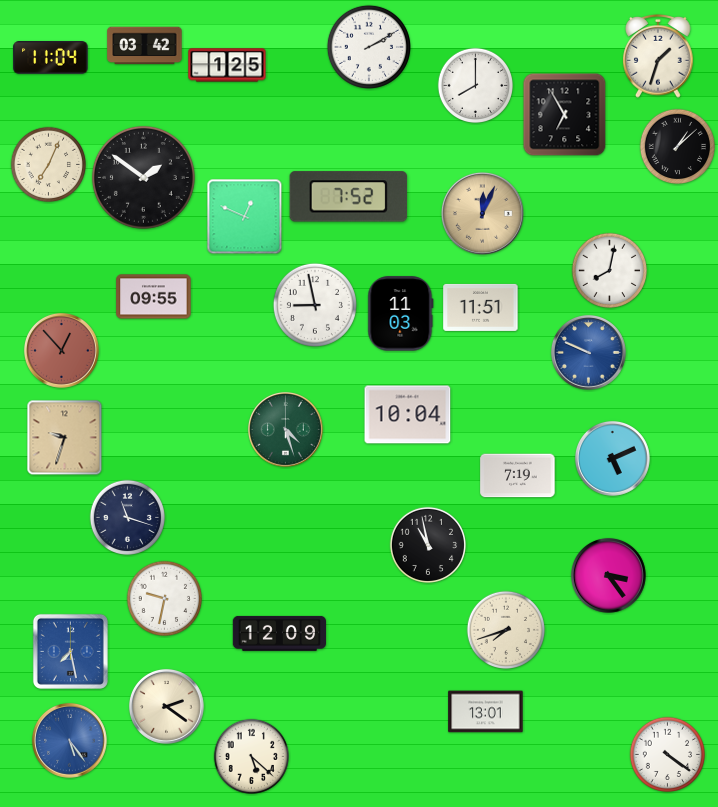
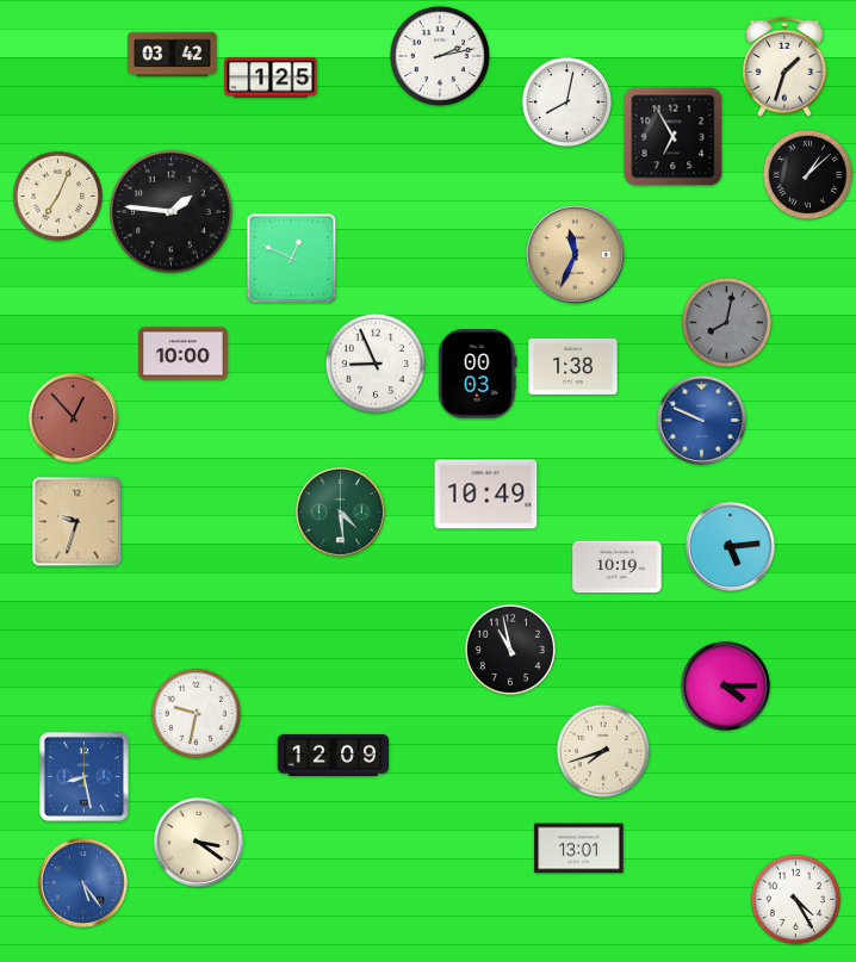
clock at (369, 47): 2:10 -> 2:13
clock at (51, 58): 11:04 -> none
clock at (475, 85): 8:00 -> 8:02
clock at (143, 177): 1:51 -> 1:46
clock at (349, 197): 7:52 -> none
clock at (482, 213): 12:04 -> 11:34
clock at (609, 270) dial: white -> grey
clock at (154, 297): 09:55 -> 10:00
clock at (315, 305): 8:58 -> 8:56
clock at (481, 307): 11:51 -> 1:38
clock at (401, 314): 11:03 -> 00:03
clock at (408, 415): 10:04 -> 10:49
clock at (286, 430): 4:27 -> 4:29
clock at (613, 459): 5:11 -> 5:14
clock at (518, 476): 7:19 -> 10:19
clock at (127, 517): 11:18 -> none
clock at (609, 576): 3:24 -> 4:15
clock at (70, 651): 7:28 -> 8:28
clock at (167, 707): 2:21 -> 3:21
clock at (667, 754): 4:21 -> 4:25
clock at (251, 756): 5:22 -> none
